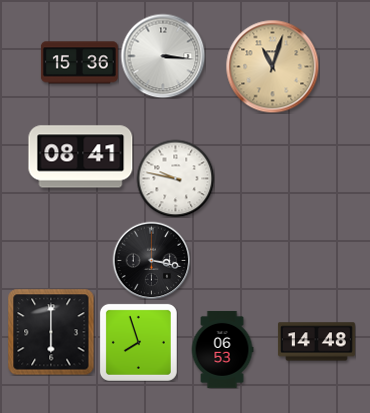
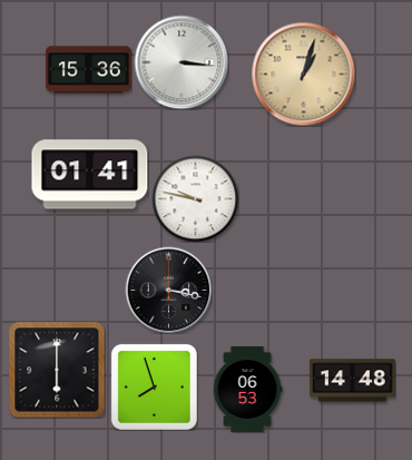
clock at (272, 66): 11:03 -> 1:03
clock at (81, 157): 08:41 -> 01:41
clock at (138, 342) position: (138, 342) -> (154, 386)
